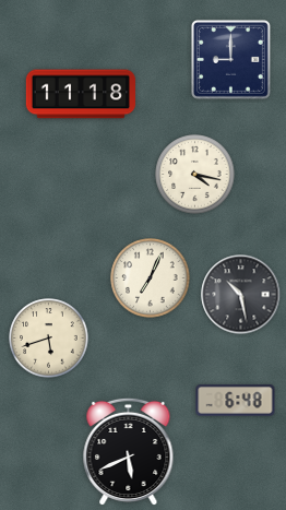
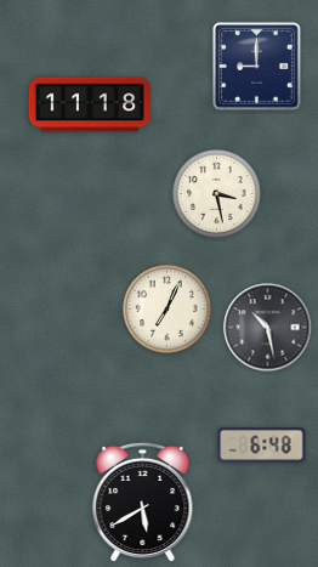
clock at (195, 175): 4:17 -> 3:28
clock at (49, 339): 5:42 -> none
clock at (129, 452): 5:41 -> 5:40
